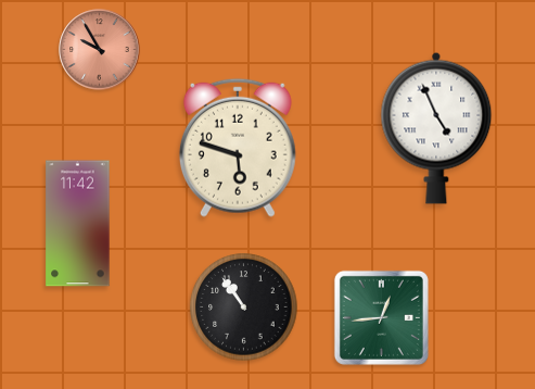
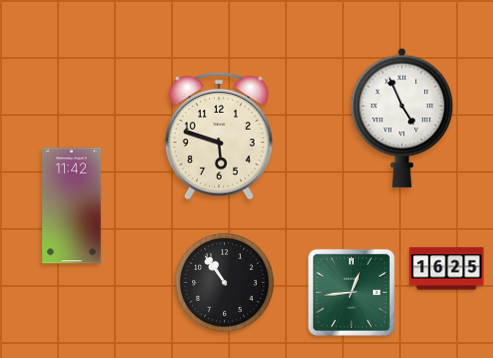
clock at (100, 50): 9:55 -> none
clock at (447, 269): none -> 16:25
